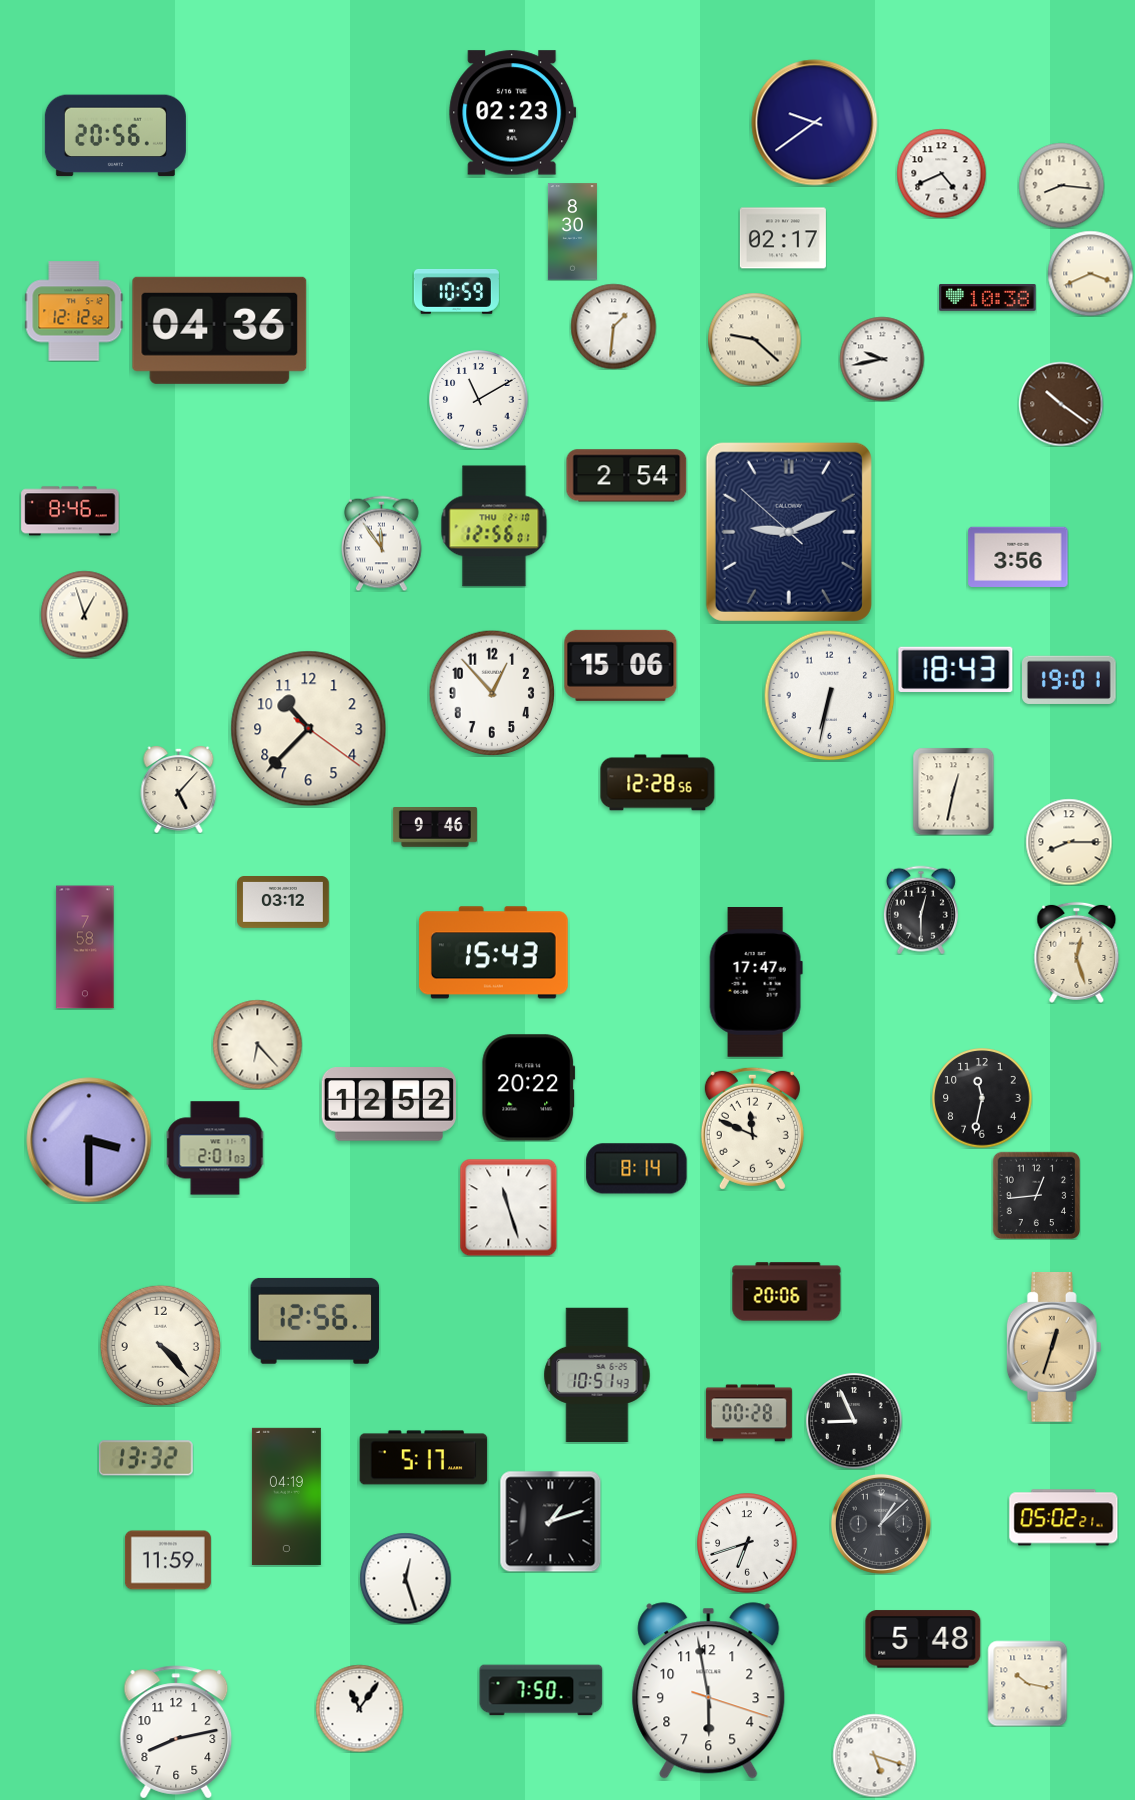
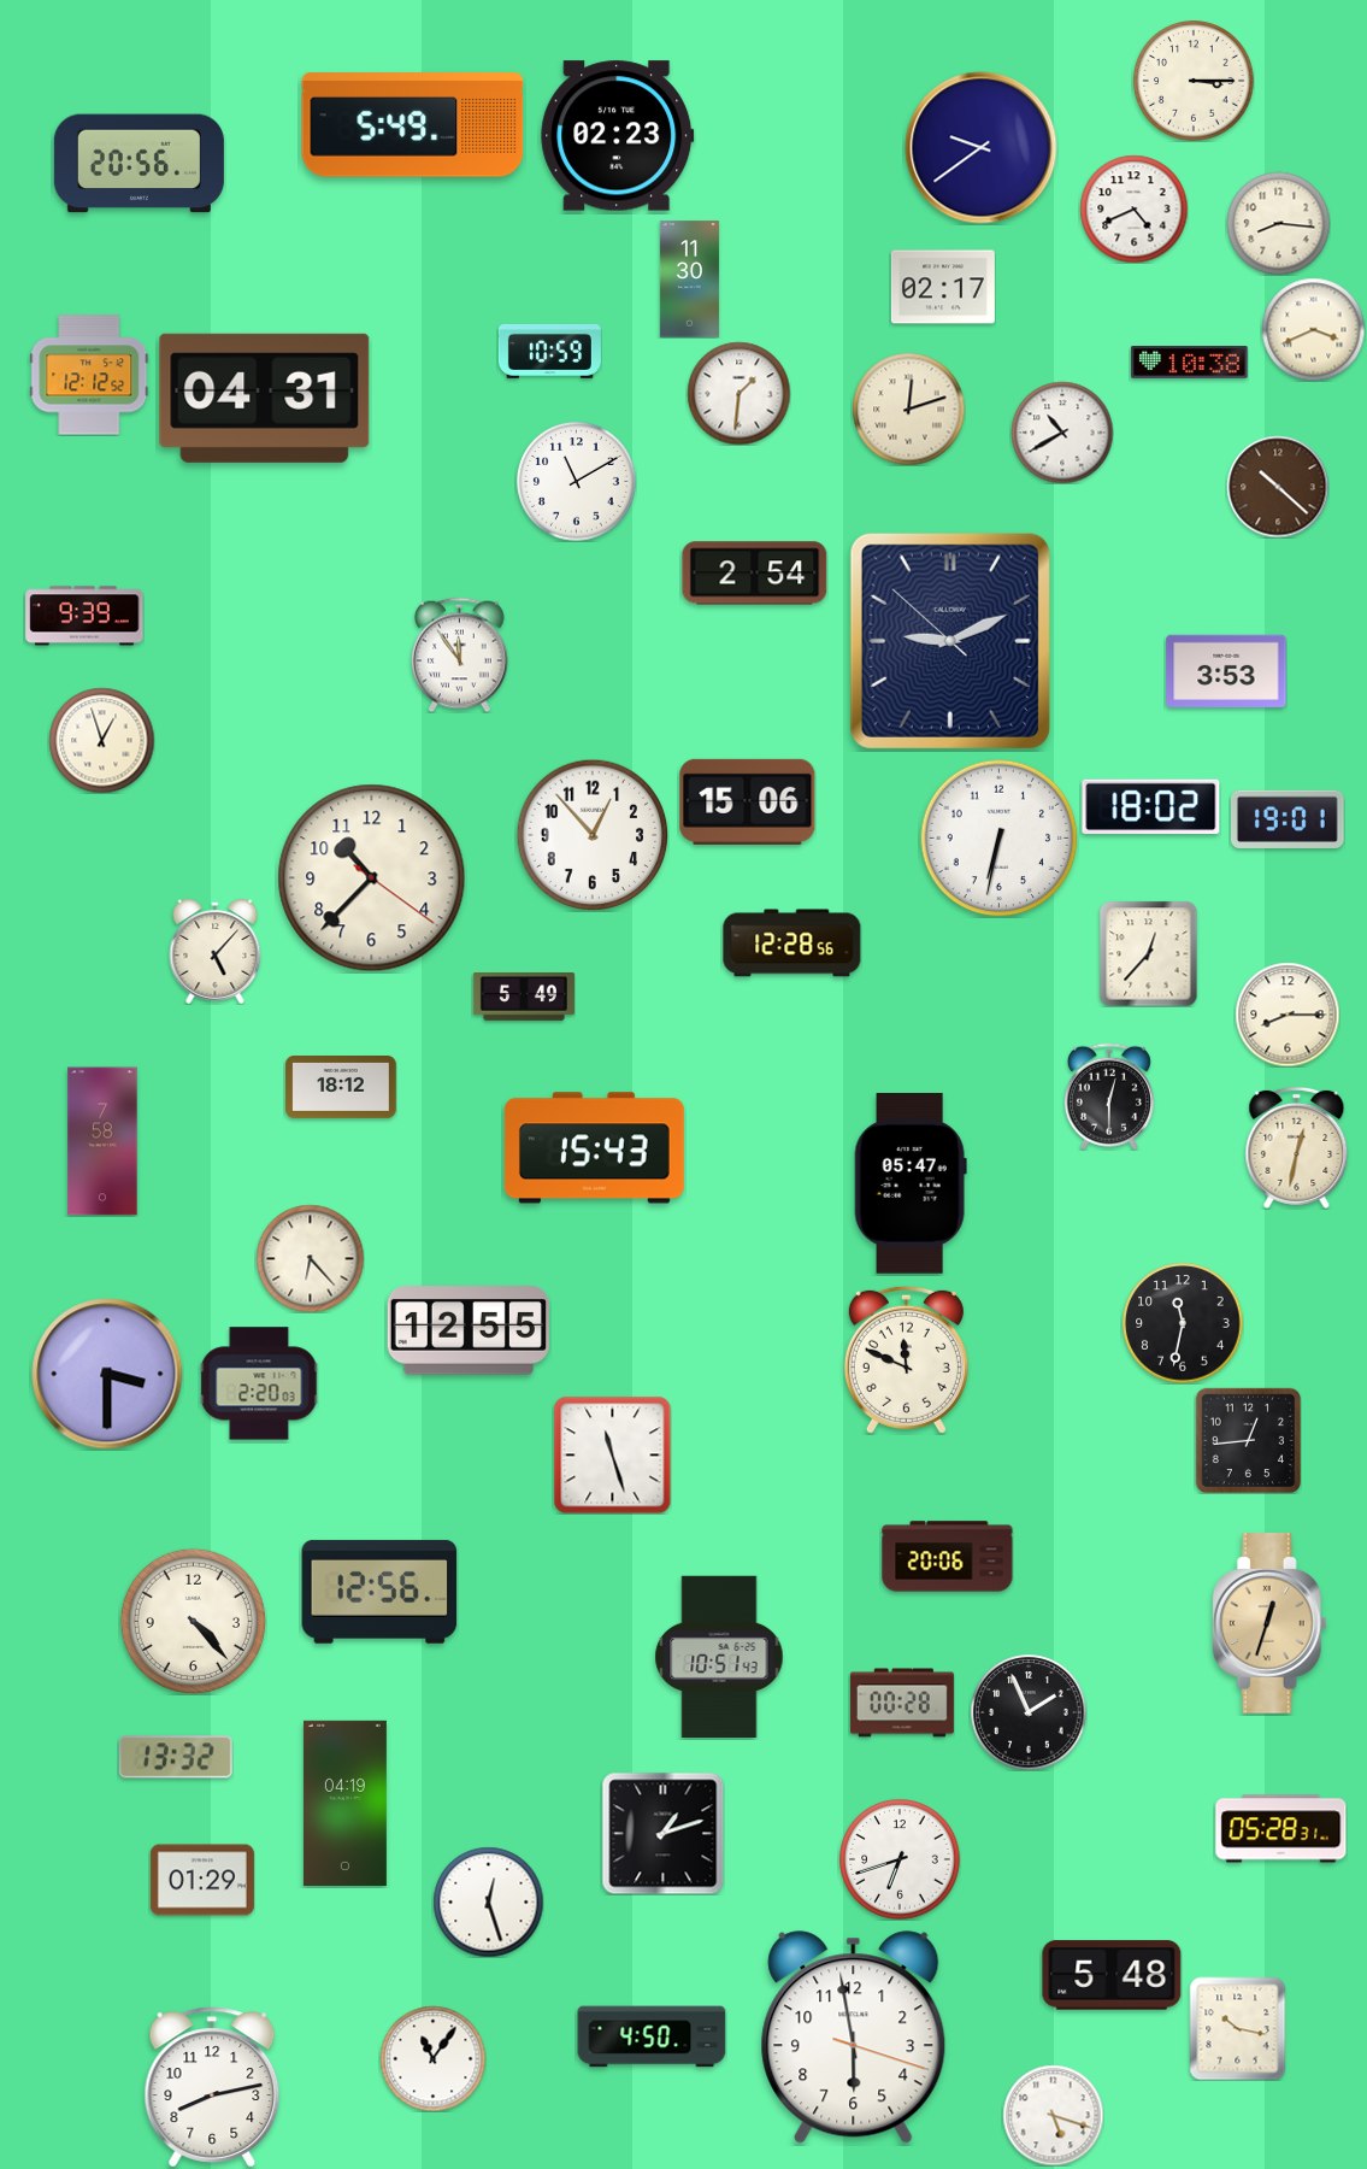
clock at (1194, 81): none -> 3:15
clock at (413, 125): none -> 5:49
clock at (572, 232): 8:30 -> 11:30
clock at (988, 298) position: (988, 298) -> (1190, 363)
clock at (220, 330): 04:36 -> 04:31
clock at (754, 339): 9:22 -> 12:12
clock at (882, 359): 9:43 -> 10:40
clock at (1061, 404): 10:21 -> 10:22
clock at (70, 511): 8:46 -> 9:39
clock at (494, 526): 12:56 -> none
clock at (1018, 557): 3:56 -> 3:53
clock at (956, 669): 18:43 -> 18:02
clock at (954, 791): 12:32 -> 12:37
clock at (435, 828): 9:46 -> 5:49
clock at (283, 903): 03:12 -> 18:12
clock at (1077, 952): 12:27 -> 12:32
clock at (756, 983): 17:47 -> 05:47
clock at (529, 1088): 20:22 -> none
clock at (389, 1104): 12:52 -> 12:55
clock at (215, 1148): 2:01 -> 2:20
clock at (637, 1169): 8:14 -> none
clock at (854, 1421): 8:56 -> 1:56
clock at (424, 1458): 5:17 -> none
clock at (1064, 1518): 05:02 -> 05:28
clock at (881, 1524): 1:08 -> none
clock at (168, 1560): 11:59 -> 01:29
clock at (541, 1690): 7:50 -> 4:50
